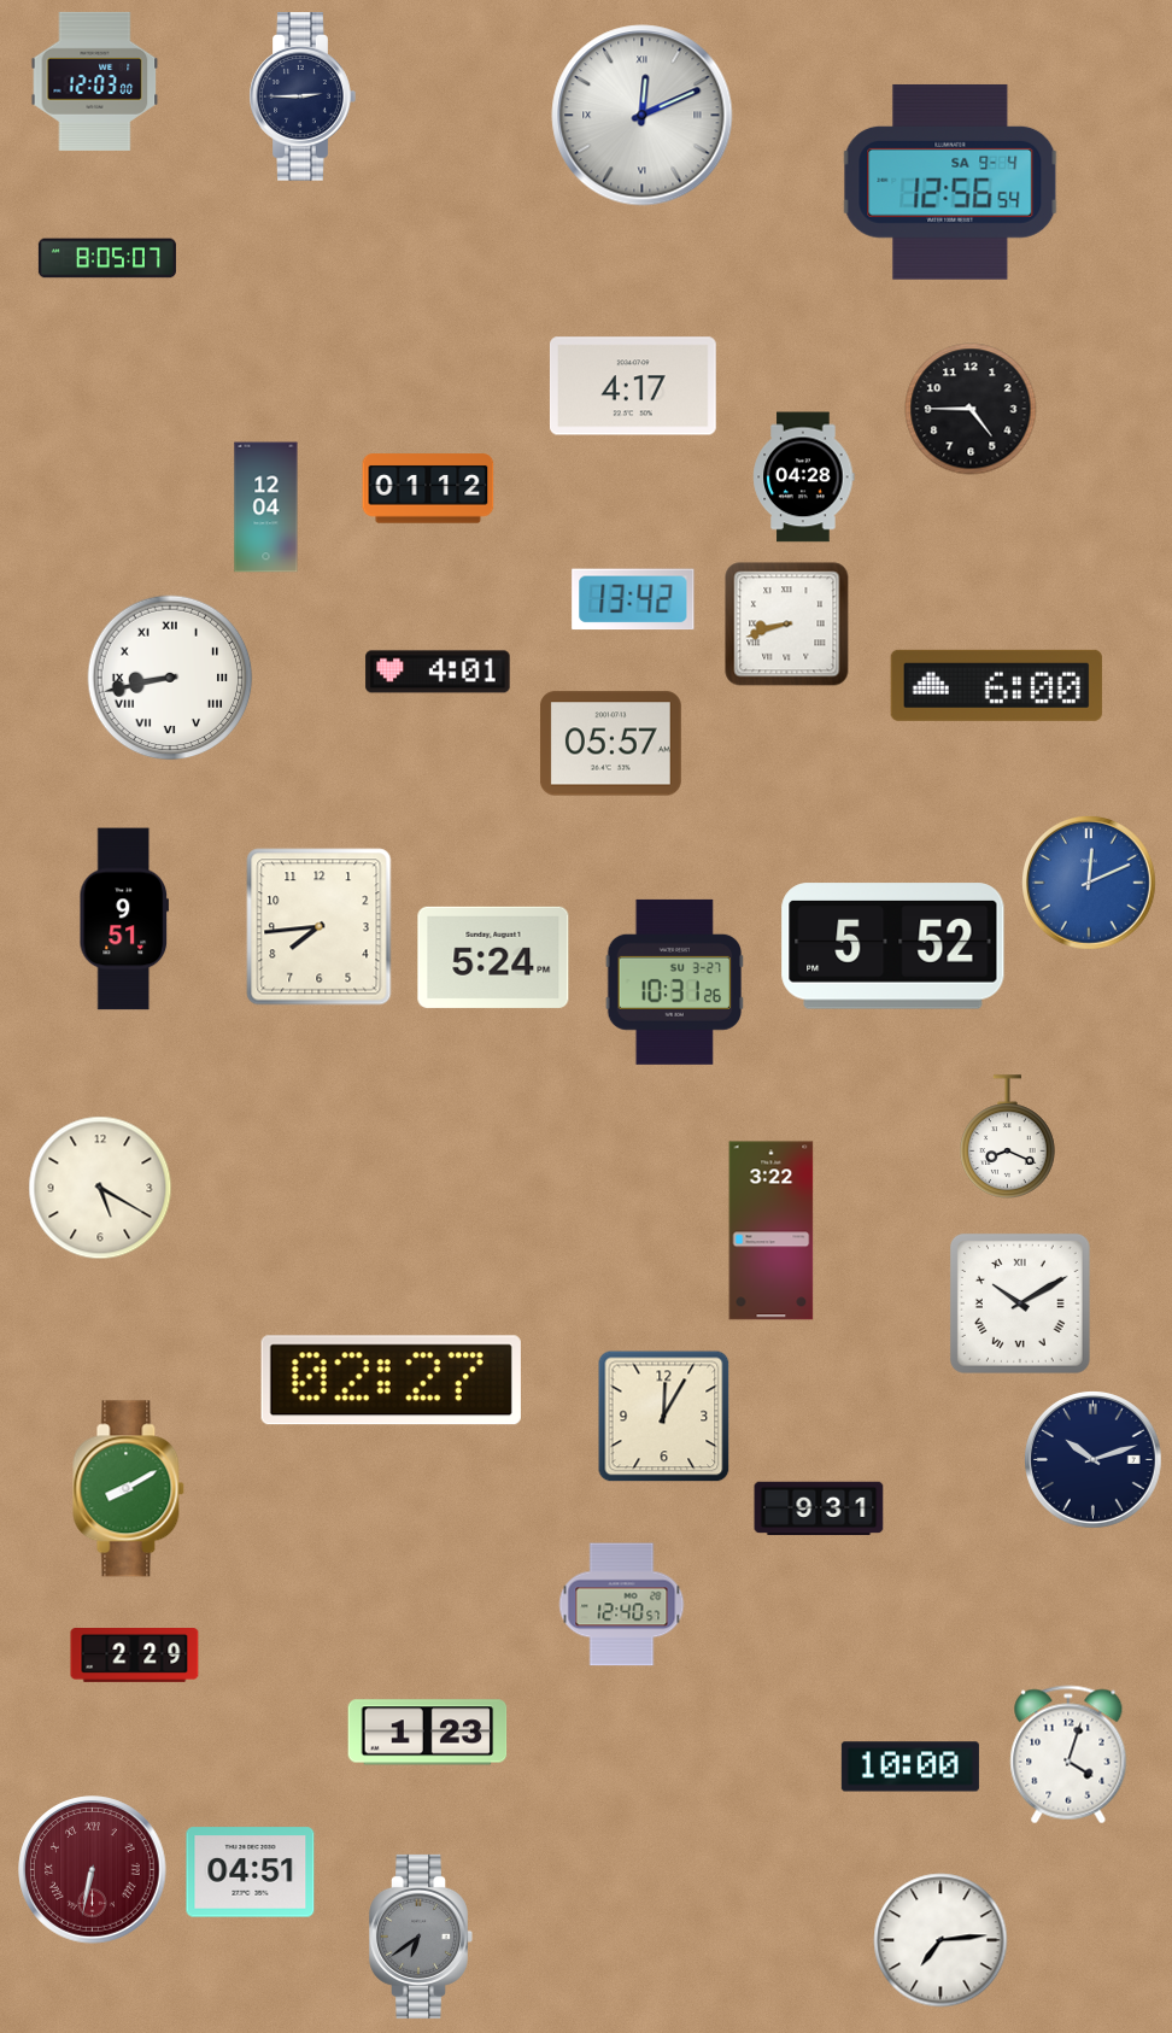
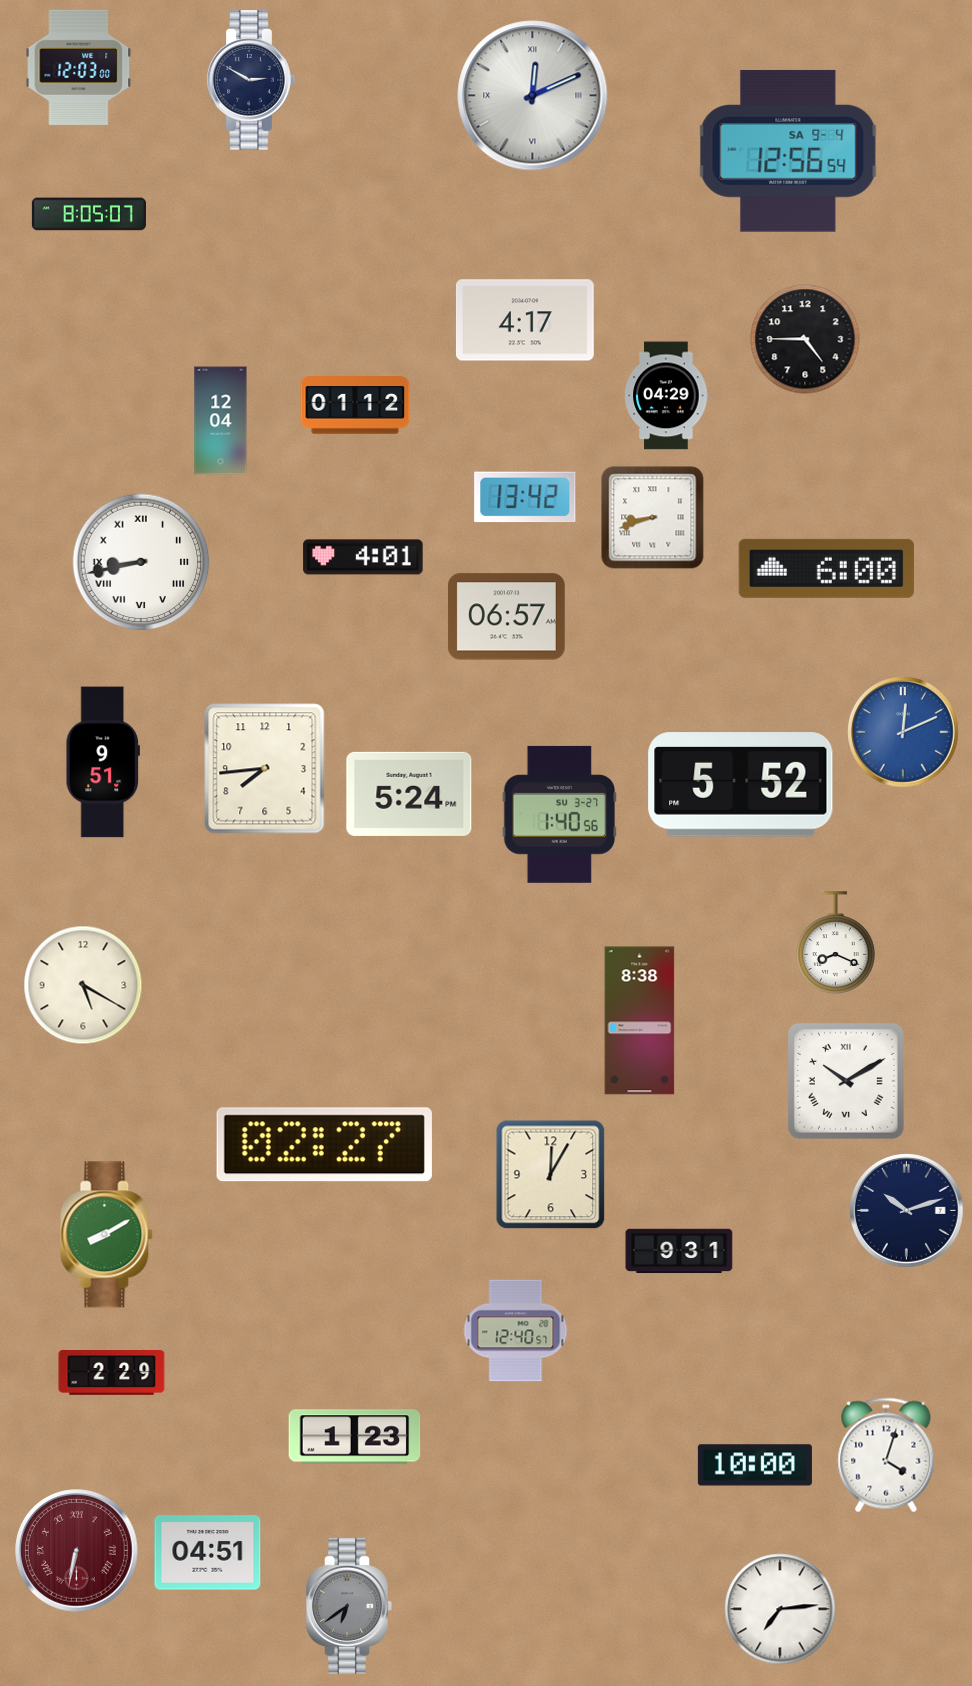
clock at (303, 96): 2:45 -> 2:50
clock at (804, 478): 04:28 -> 04:29
clock at (610, 744): 05:57 -> 06:57
clock at (674, 982): 10:31 -> 1:40
clock at (772, 1231): 3:22 -> 8:38
